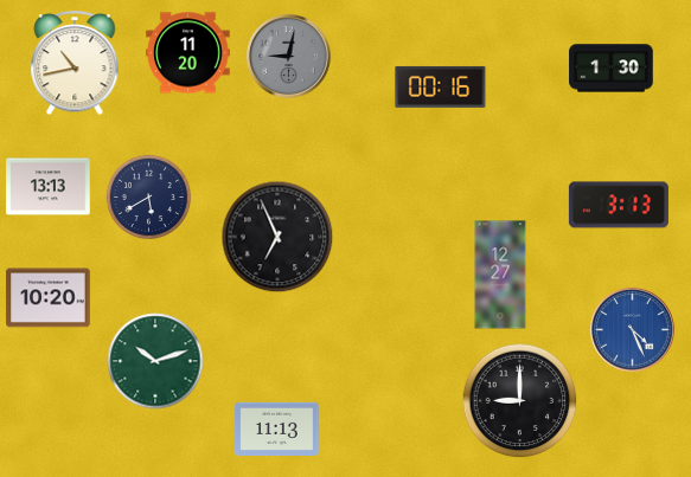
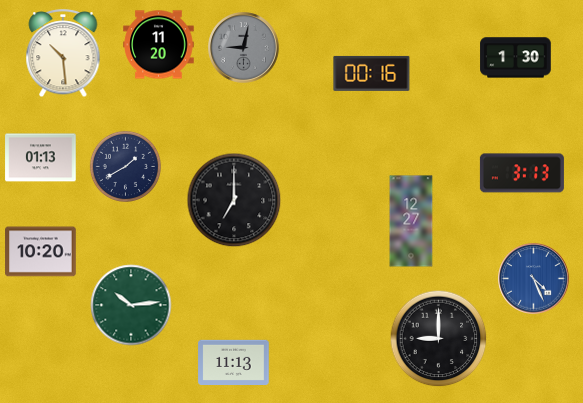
clock at (75, 64): 10:43 -> 10:29
clock at (49, 187): 13:13 -> 01:13
clock at (148, 196): 5:40 -> 1:40
clock at (277, 237): 6:56 -> 7:00
clock at (500, 275) position: (500, 275) -> (411, 221)
clock at (155, 361): 10:12 -> 10:14
